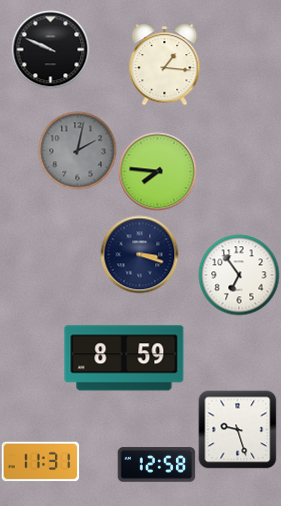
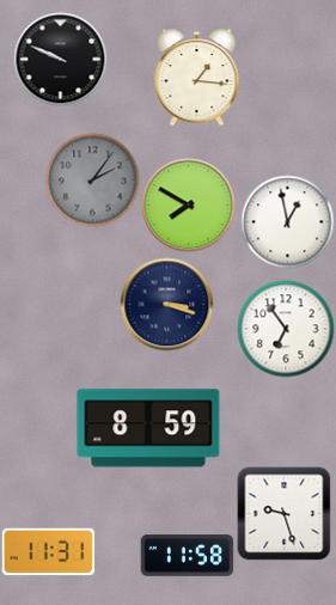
clock at (77, 150): 2:02 -> 2:06
clock at (157, 171): 7:46 -> 7:50
clock at (287, 221): none -> 12:58
clock at (156, 465): 12:58 -> 11:58
